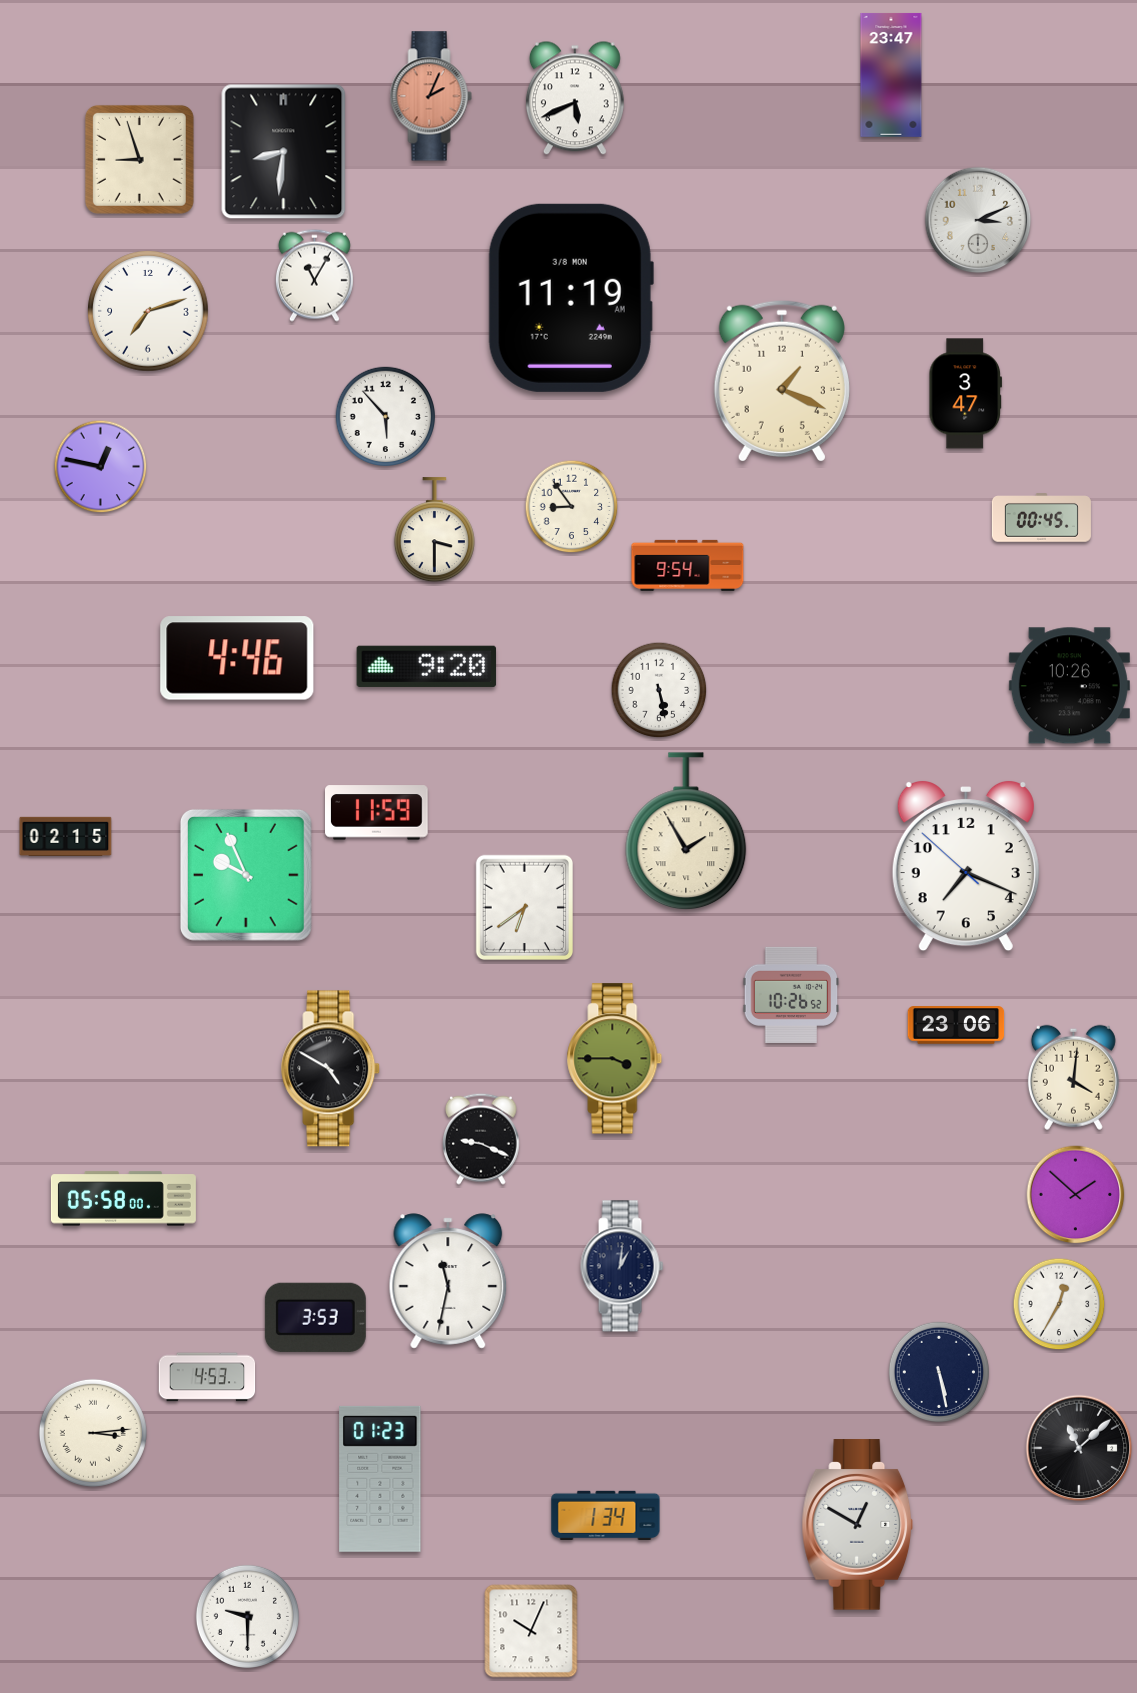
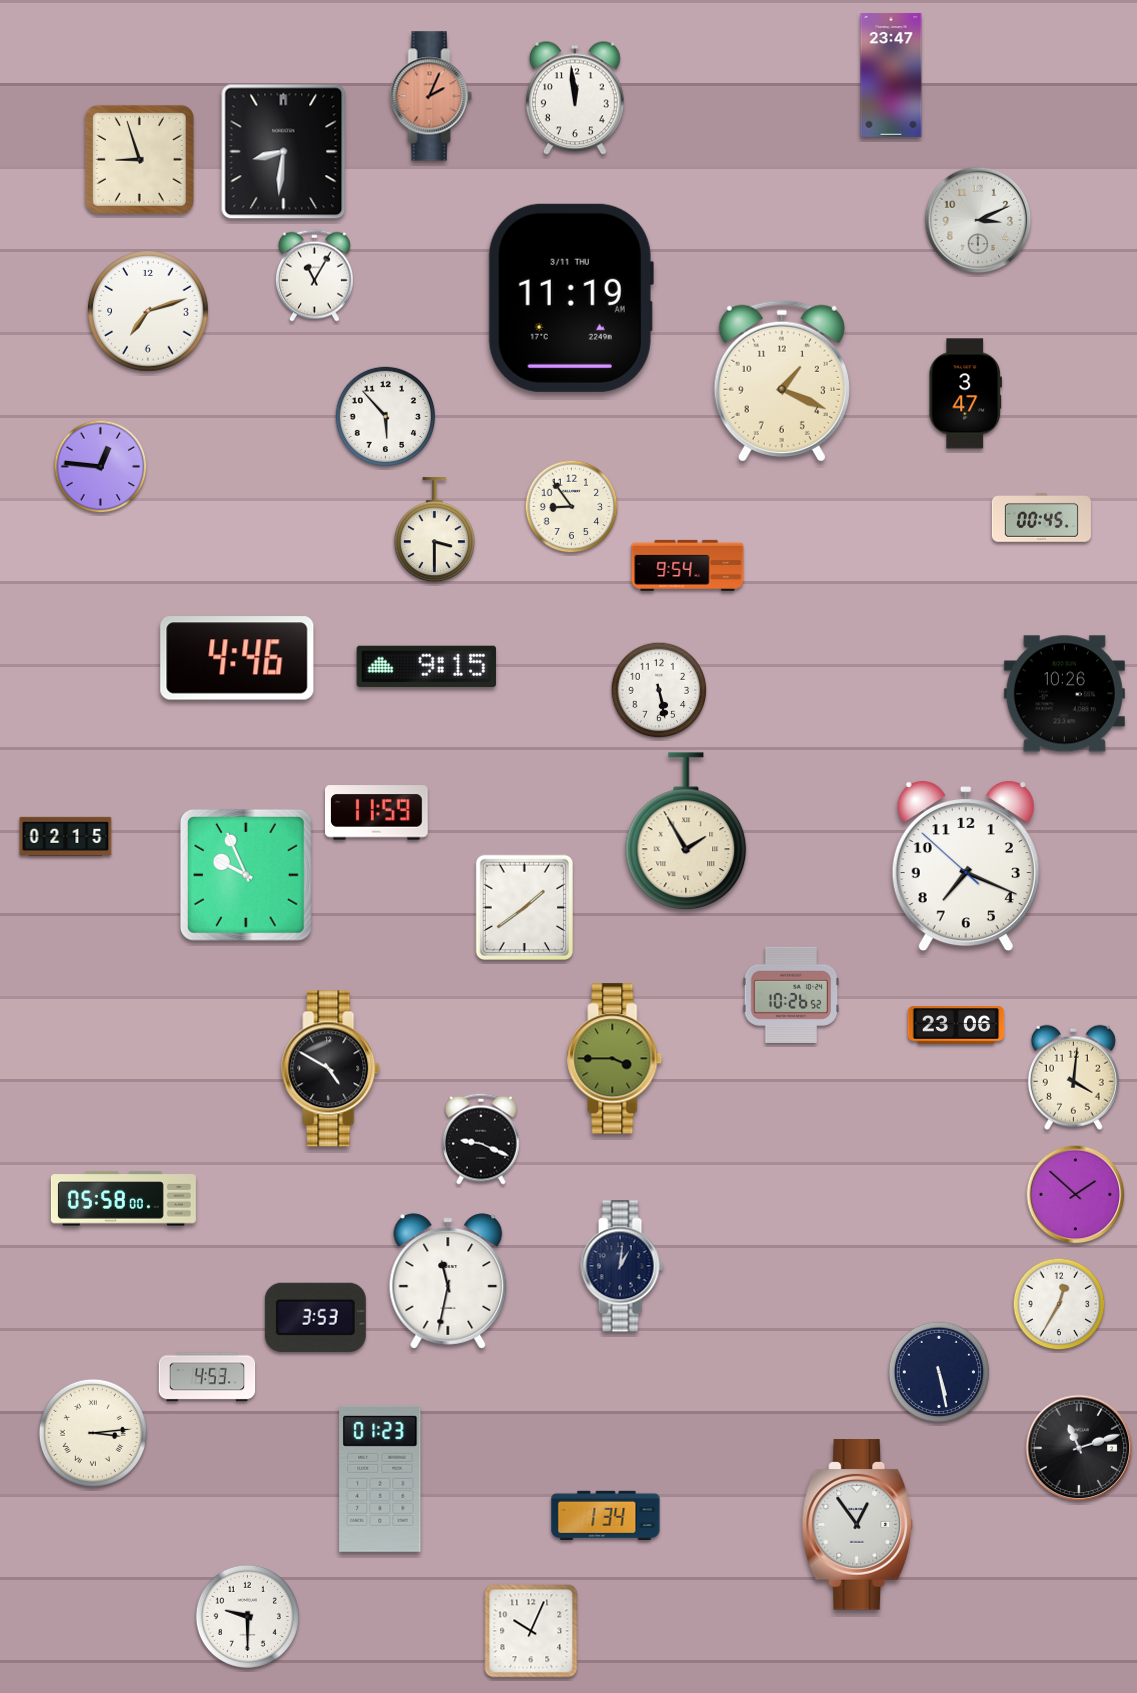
clock at (575, 98): 5:41 -> 11:59
clock at (571, 298) date: 3/8 MON -> 3/11 THU
clock at (101, 467): 12:47 -> 12:46
clock at (427, 666): 9:20 -> 9:15
clock at (1069, 686) position: (1069, 686) -> (1064, 694)
clock at (524, 907): 6:39 -> 1:39
clock at (1079, 1448): 11:08 -> 11:12
clock at (858, 1525): 12:50 -> 12:54
